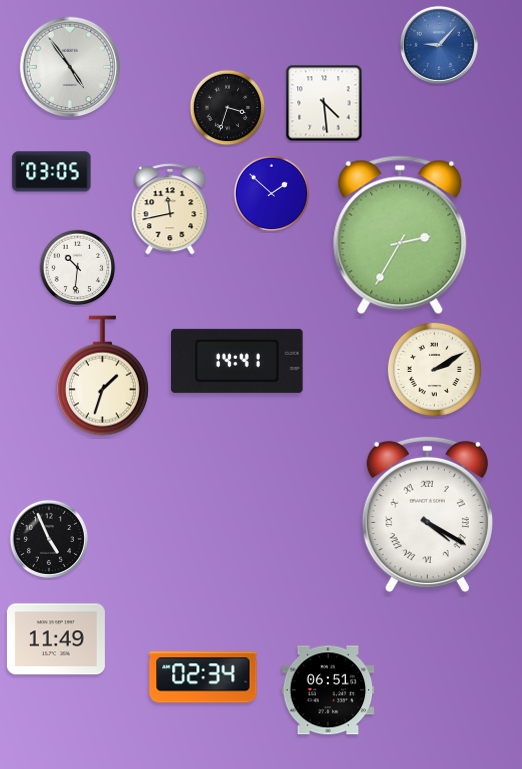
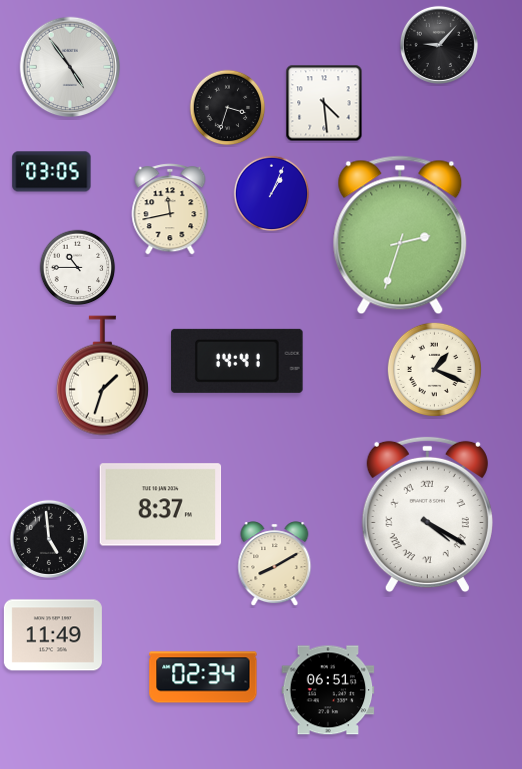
clock at (439, 45) dial: blue -> black
clock at (272, 194): 1:52 -> 1:04
clock at (400, 235): 2:35 -> 2:33
clock at (78, 268): 10:31 -> 10:45
clock at (434, 369): 2:10 -> 1:19
clock at (161, 505): none -> 8:37
clock at (49, 539): 4:56 -> 4:59
clock at (275, 564): none -> 8:10
clock at (56, 639) position: (56, 639) -> (53, 635)
